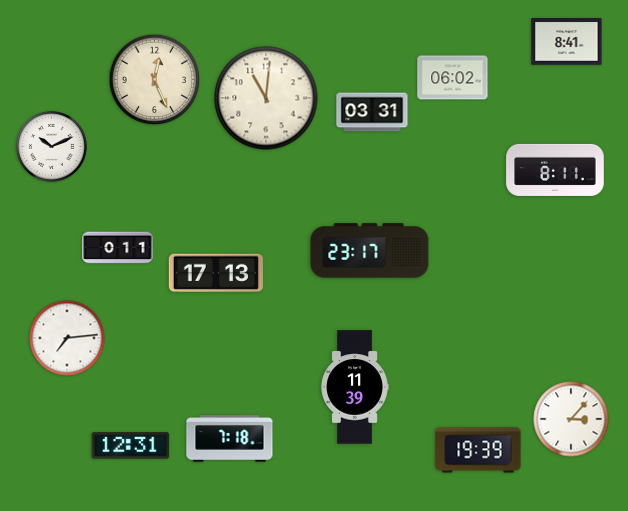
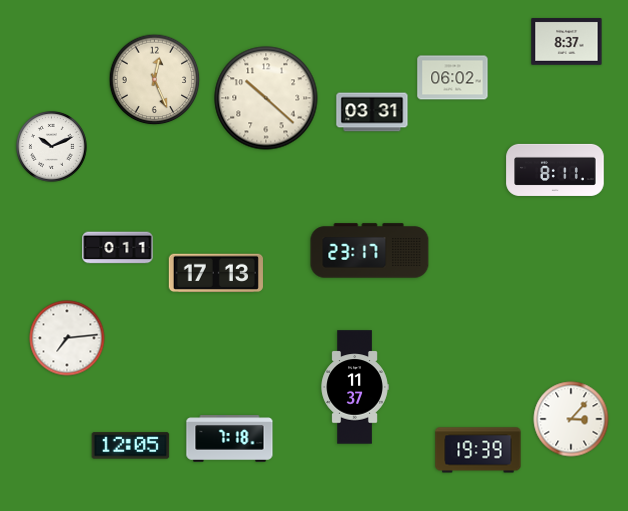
clock at (567, 42): 8:41 -> 8:37
clock at (266, 98): 11:01 -> 10:22
clock at (355, 387): 11:39 -> 11:37
clock at (131, 446): 12:31 -> 12:05
